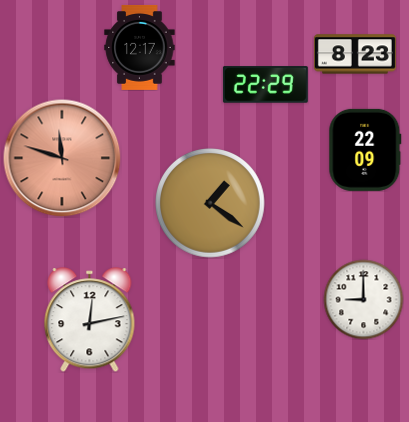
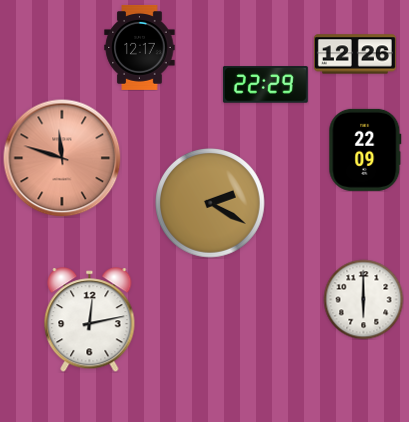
clock at (355, 54): 8:23 -> 12:26
clock at (211, 204): 1:21 -> 2:20
clock at (363, 299): 9:00 -> 6:00
